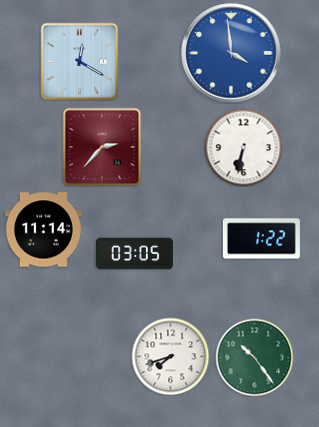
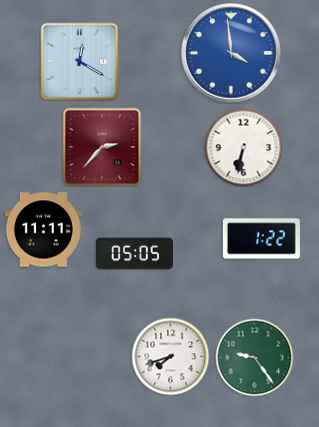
clock at (43, 230): 11:14 -> 11:11
clock at (134, 254): 03:05 -> 05:05
clock at (254, 357): 10:24 -> 9:24
